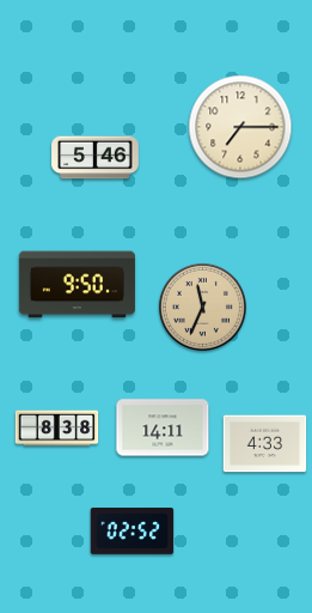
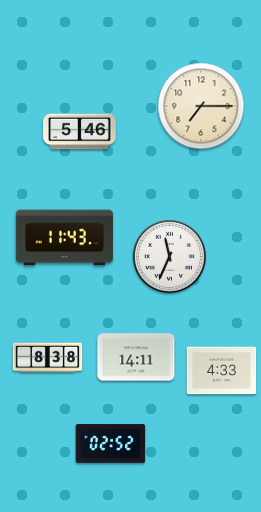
clock at (77, 285): 9:50 -> 11:43
clock at (202, 306) dial: champagne -> white
